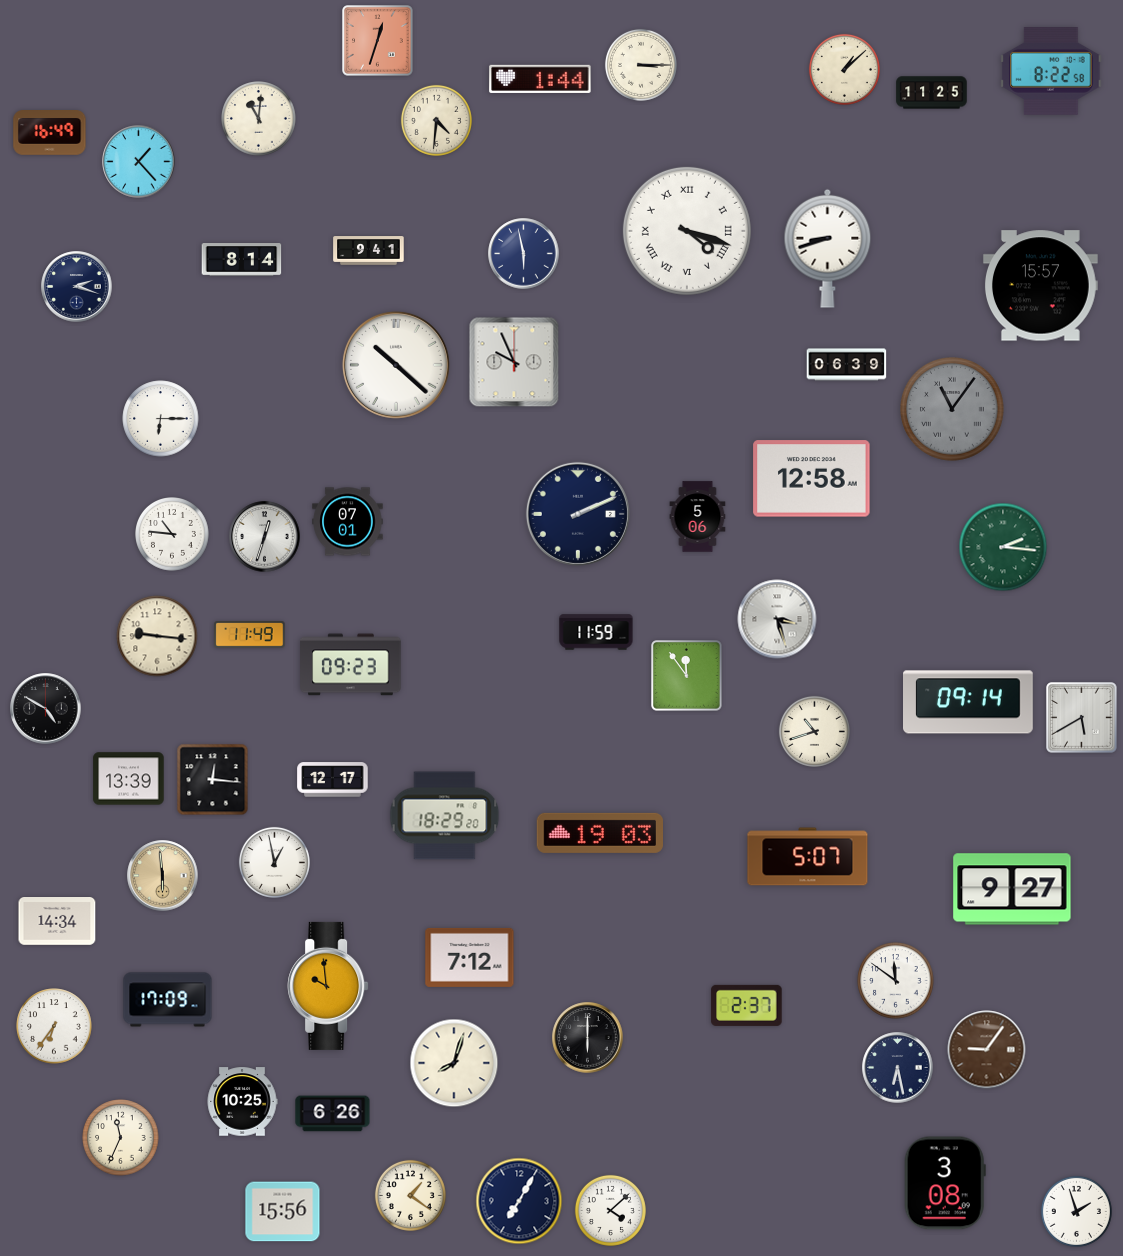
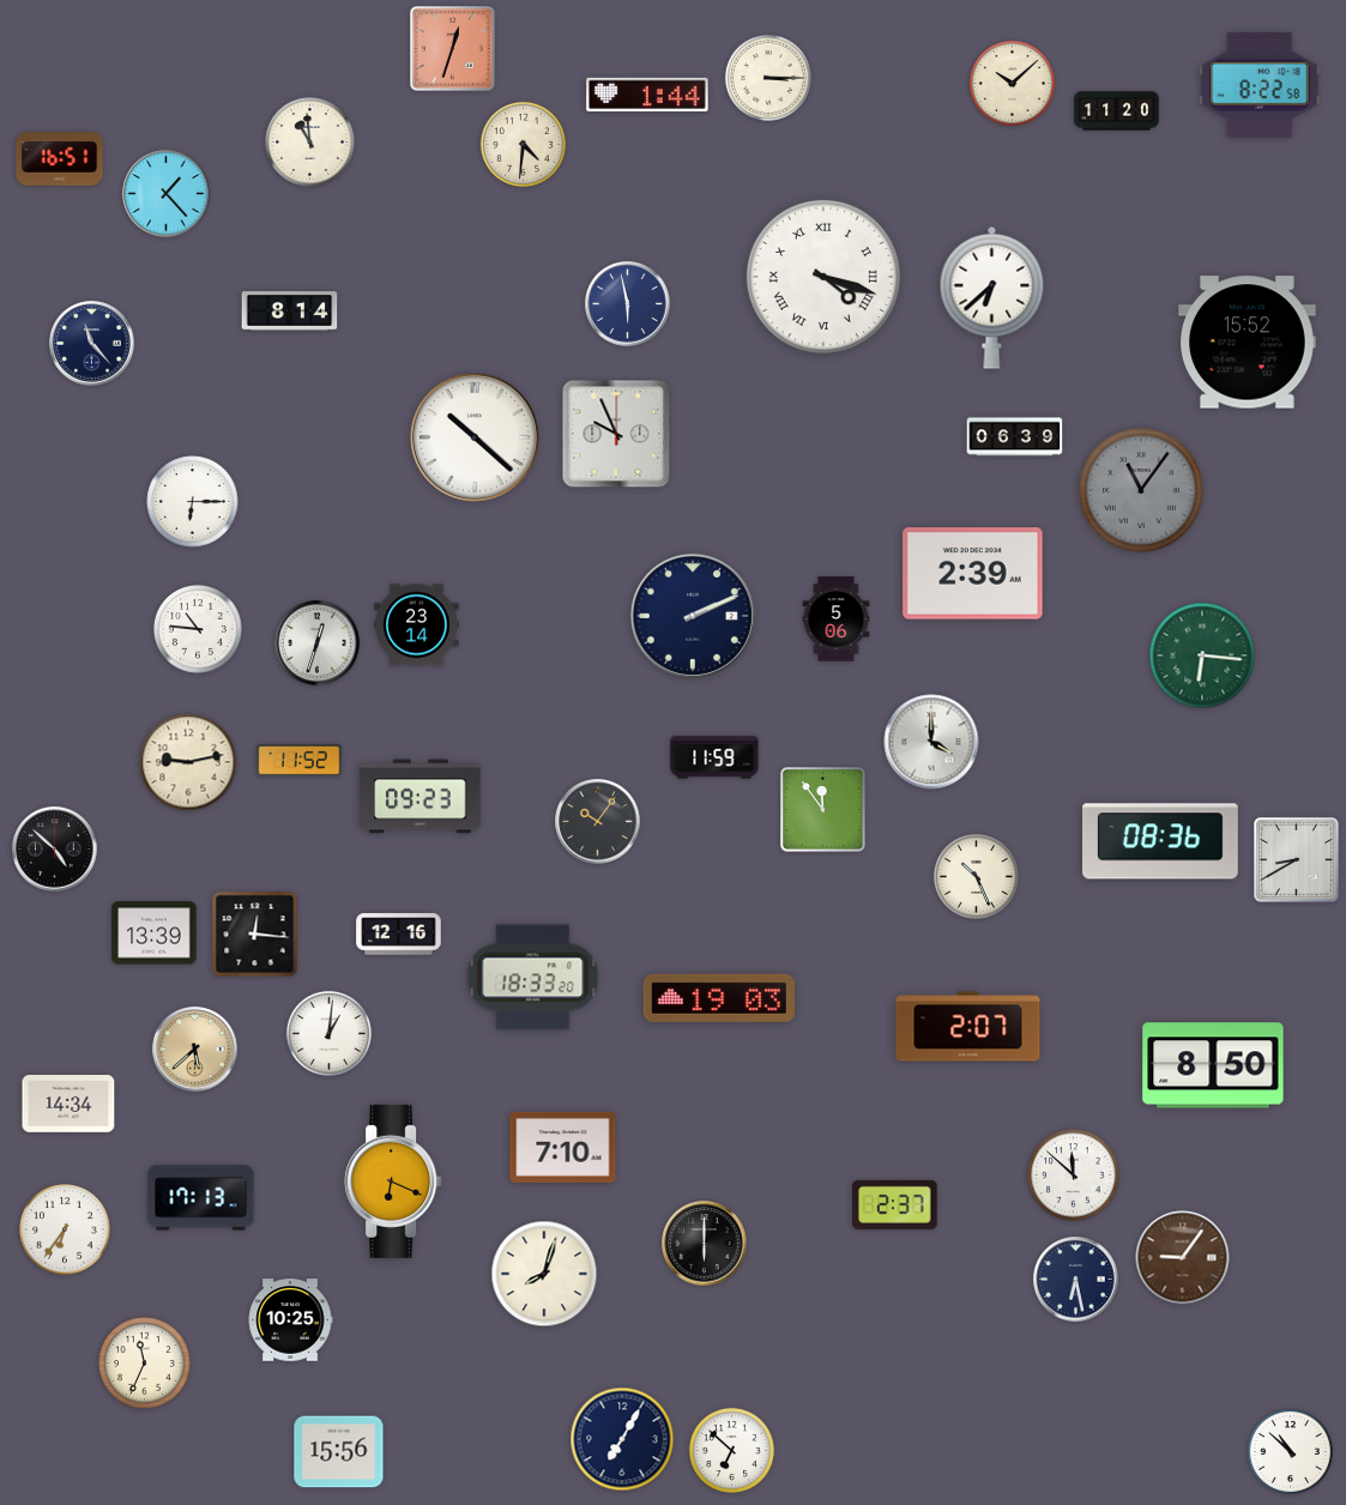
clock at (844, 69): 1:08 -> 10:08
clock at (932, 93): 11:25 -> 11:20
clock at (259, 119): 11:01 -> 10:59
clock at (50, 133): 16:49 -> 16:51
clock at (828, 248): 8:42 -> 6:38
clock at (369, 251): 9:41 -> none
clock at (1041, 286): 15:57 -> 15:52
clock at (77, 287): 2:18 -> 11:23
clock at (812, 479): 12:58 -> 2:39
clock at (348, 522): 07:01 -> 23:14
clock at (173, 535) position: (173, 535) -> (199, 630)
clock at (1003, 547): 2:16 -> 6:16
clock at (777, 619): 3:27 -> 4:00
clock at (250, 635): 11:49 -> 11:52
clock at (157, 636): 9:16 -> 9:13
clock at (598, 822): none -> 10:06
clock at (969, 702): 09:14 -> 08:36
clock at (46, 709): 4:50 -> 4:52
clock at (1082, 718): 5:40 -> 8:40
clock at (814, 731): 10:42 -> 10:26
clock at (333, 780): 12:17 -> 12:16
clock at (445, 816): 18:29 -> 18:33
clock at (808, 857): 5:07 -> 2:07
clock at (274, 862): 12:58 -> 1:01
clock at (163, 876): 5:59 -> 5:38
clock at (1012, 889): 9:27 -> 8:50
clock at (470, 957): 7:12 -> 7:10
clock at (896, 981): 11:51 -> 11:52
clock at (328, 986): 9:59 -> 6:19
clock at (168, 1000): 17:09 -> 17:13
clock at (333, 1114): 6:26 -> none
clock at (945, 1183): 3:08 -> none
clock at (410, 1195): 1:21 -> none
clock at (610, 1210): 4:08 -> 6:52
clock at (1076, 1211): 1:57 -> 10:52
